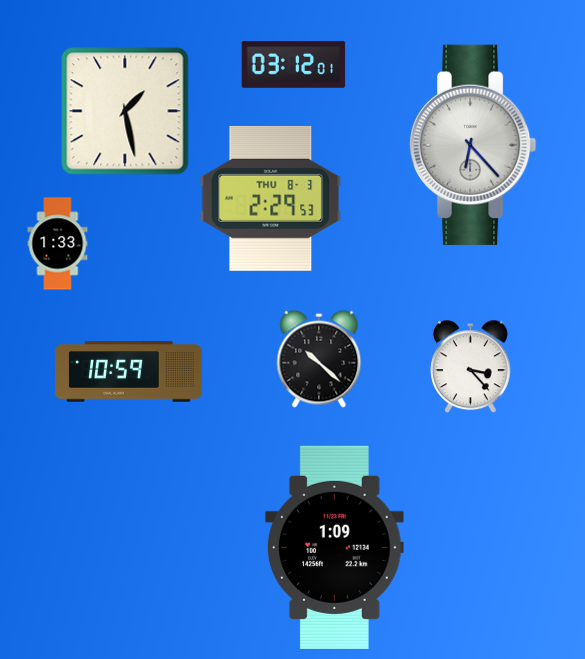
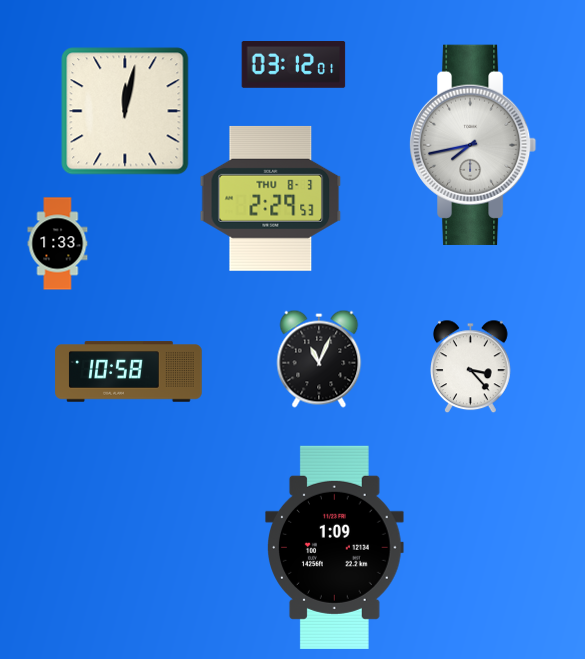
clock at (125, 111): 1:28 -> 12:02
clock at (473, 145): 6:23 -> 7:43
clock at (319, 359): 10:22 -> 11:04
clock at (129, 372): 10:59 -> 10:58
